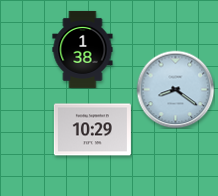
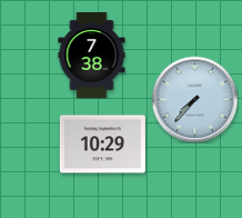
clock at (83, 49): 1:38 -> 7:38
clock at (175, 89): 8:21 -> 7:37
